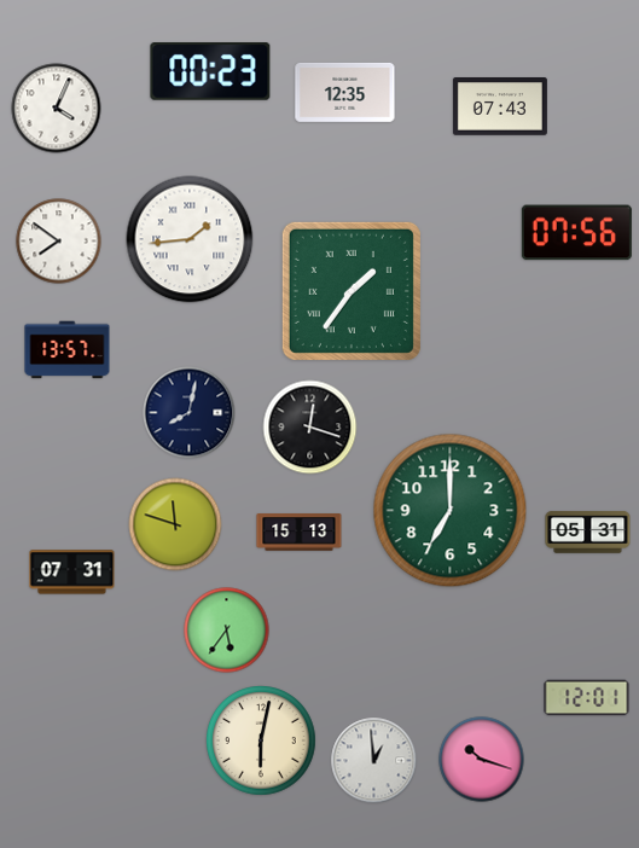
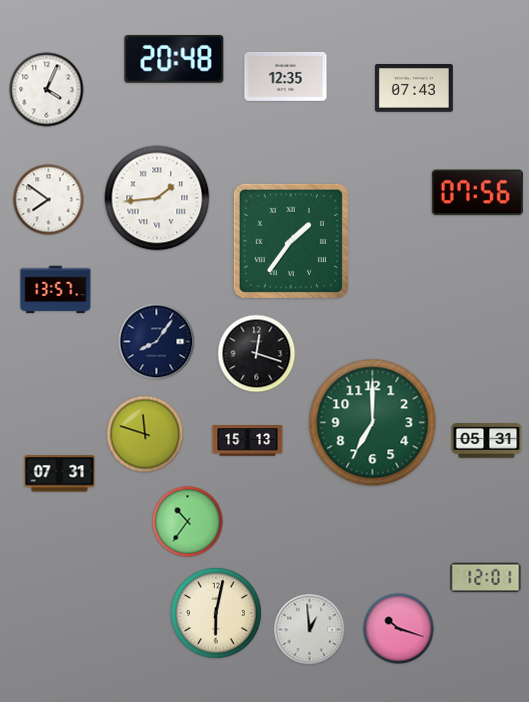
clock at (210, 71): 00:23 -> 20:48
clock at (190, 413): 8:02 -> 8:06
clock at (227, 631): 5:36 -> 10:36
